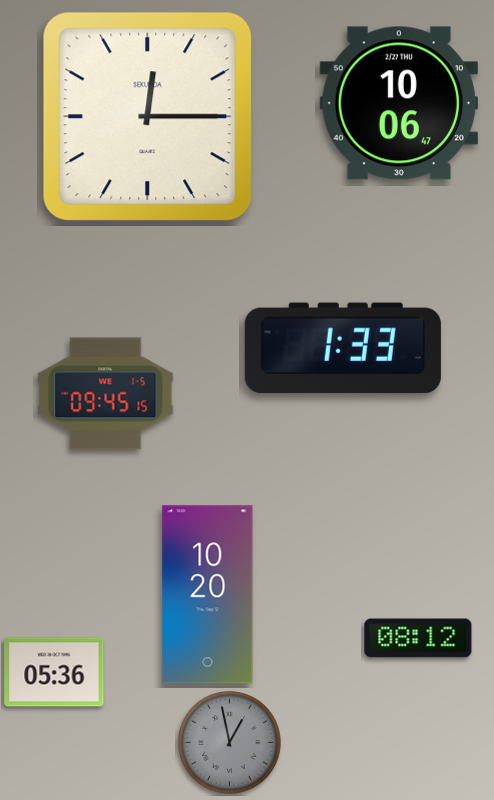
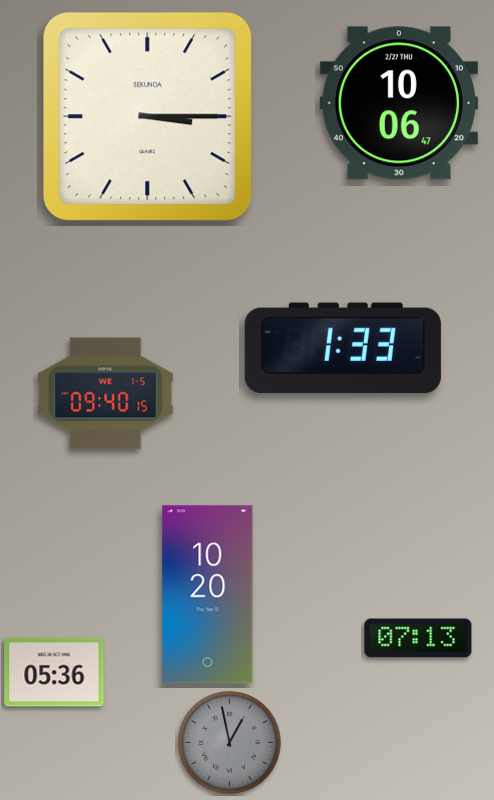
clock at (148, 117): 12:15 -> 3:15
clock at (106, 394): 09:45 -> 09:40
clock at (418, 638): 08:12 -> 07:13
